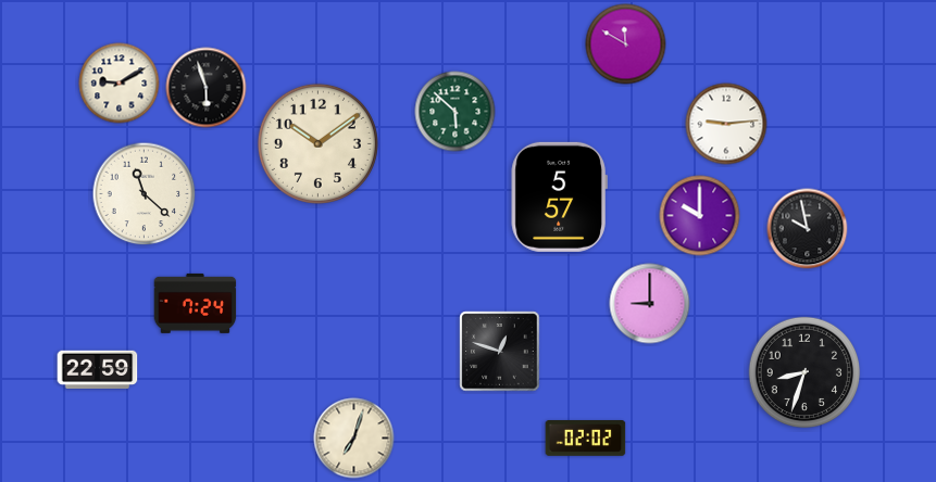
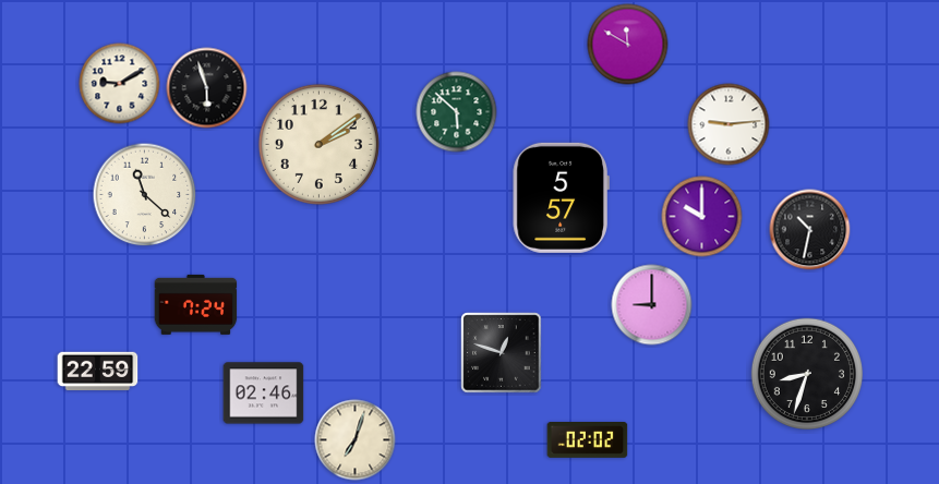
clock at (317, 143): 10:09 -> 2:09
clock at (808, 229): 9:58 -> 10:32
clock at (264, 394): none -> 02:46
